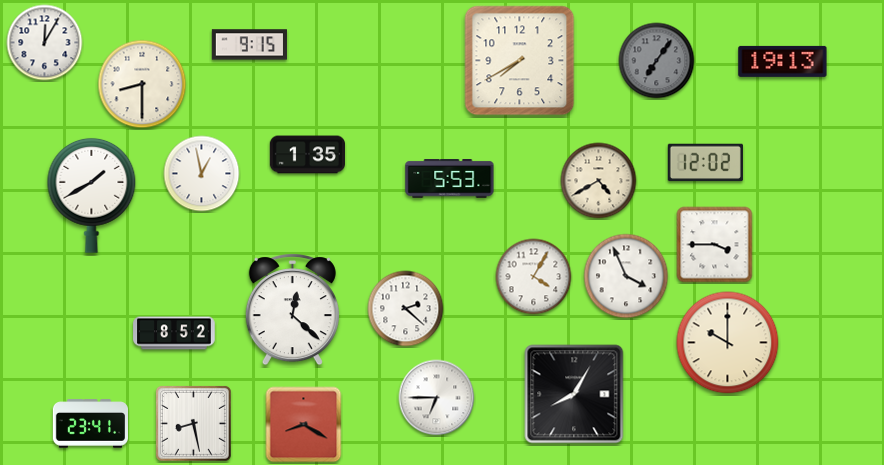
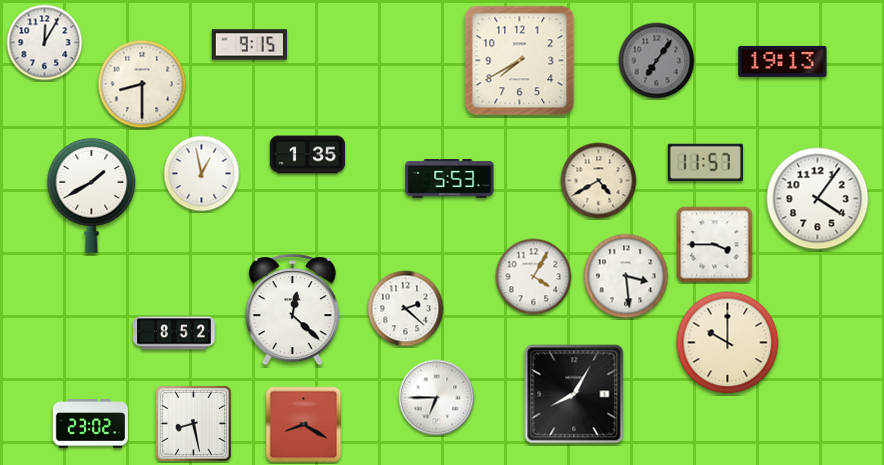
clock at (705, 163): 12:02 -> 11:57
clock at (818, 199): none -> 4:06
clock at (626, 276): 3:56 -> 3:29
clock at (90, 424): 23:41 -> 23:02
